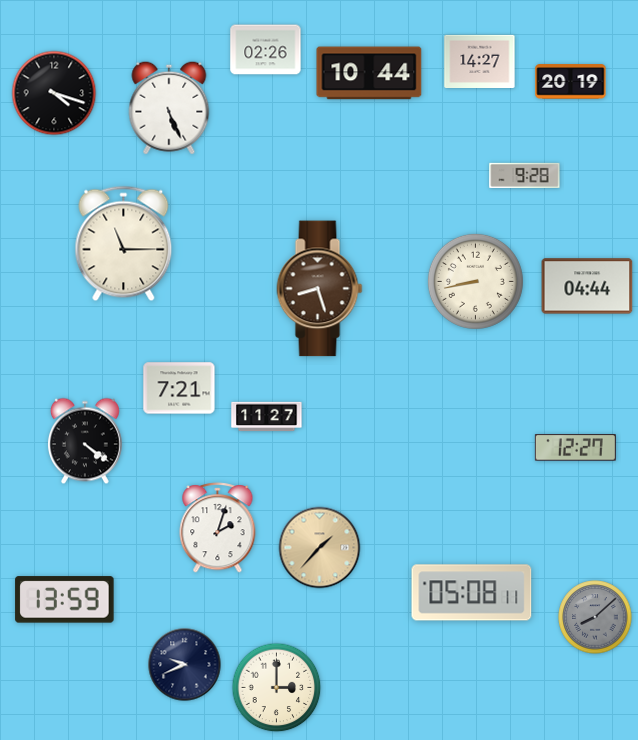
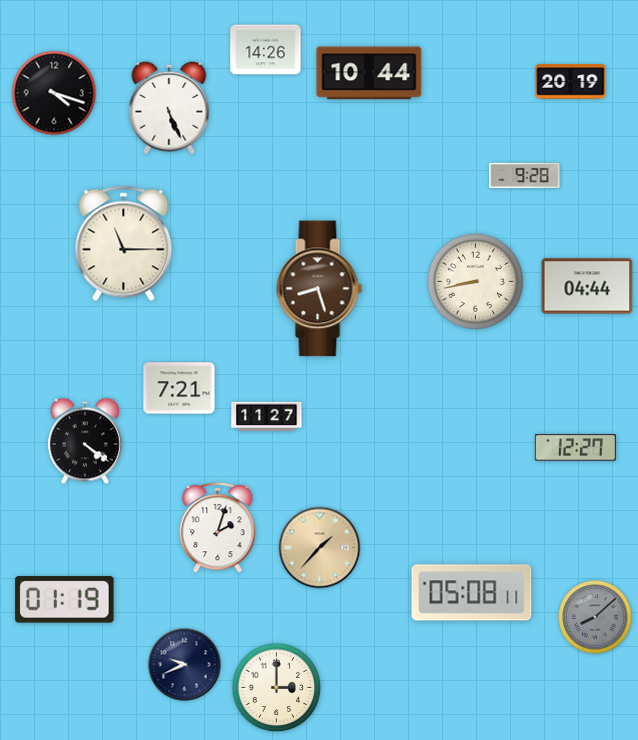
clock at (266, 50): 02:26 -> 14:26
clock at (480, 61): 14:27 -> none
clock at (65, 600): 13:59 -> 01:19
